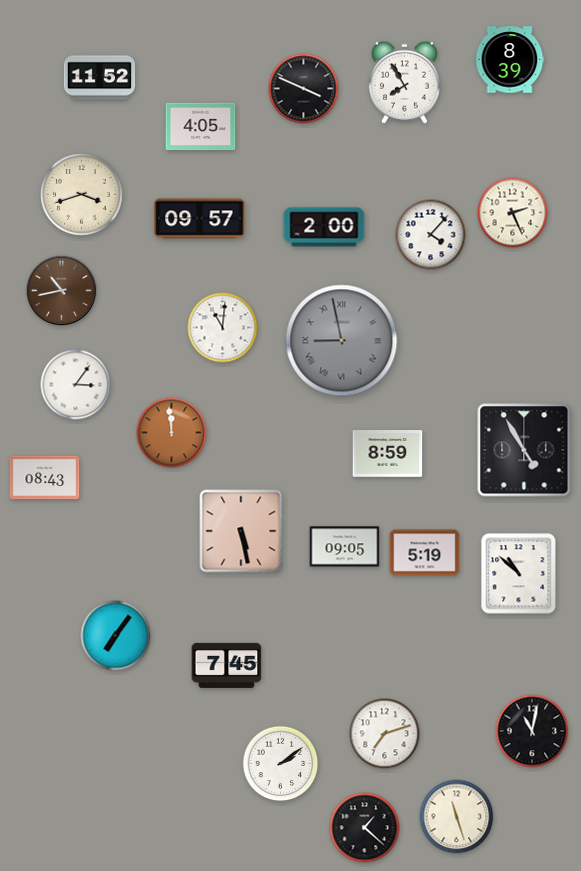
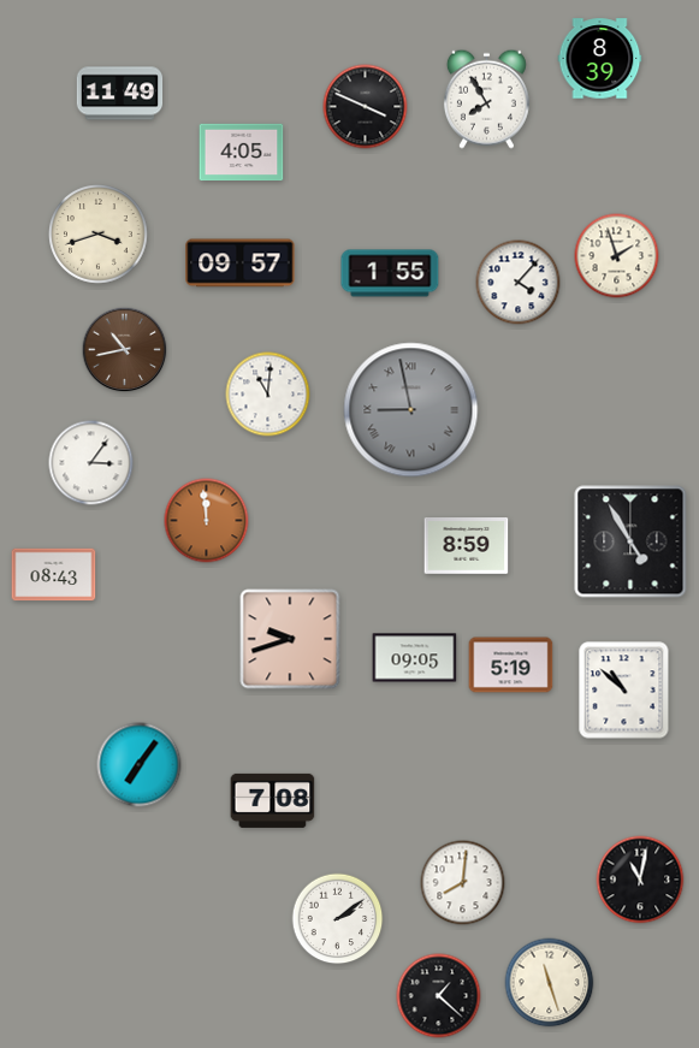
clock at (510, 60) position: (510, 60) -> (600, 59)
clock at (100, 78): 11:52 -> 11:49
clock at (513, 213): 2:26 -> 1:57
clock at (324, 227): 2:00 -> 1:55
clock at (62, 291) position: (62, 291) -> (125, 350)
clock at (241, 531): 5:28 -> 9:42
clock at (227, 665): 7:45 -> 7:08
clock at (385, 734): 7:12 -> 8:01
